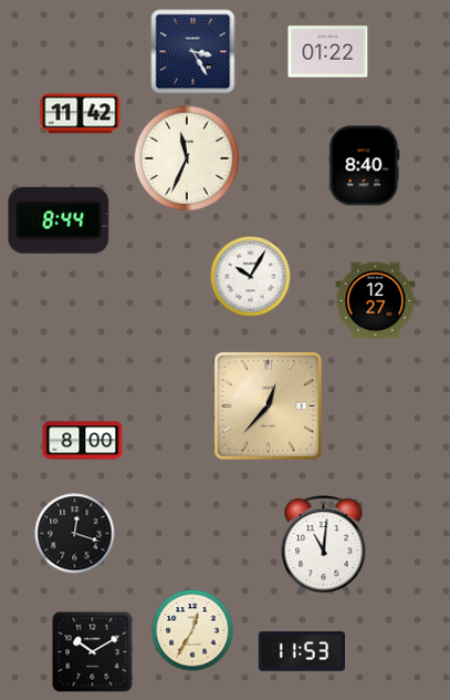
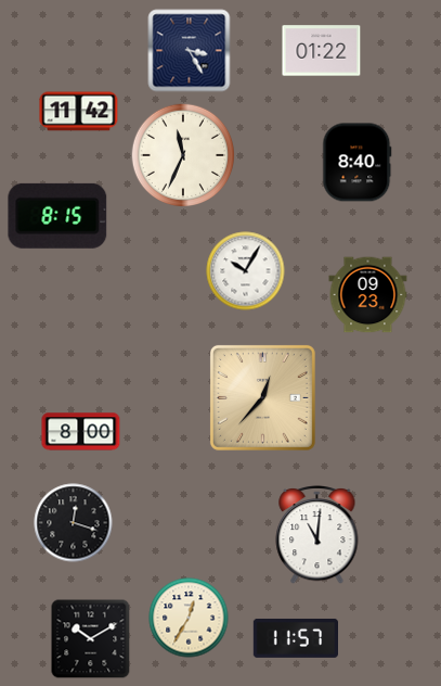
clock at (59, 220): 8:44 -> 8:15
clock at (376, 301): 12:27 -> 09:23
clock at (301, 651): 11:53 -> 11:57
